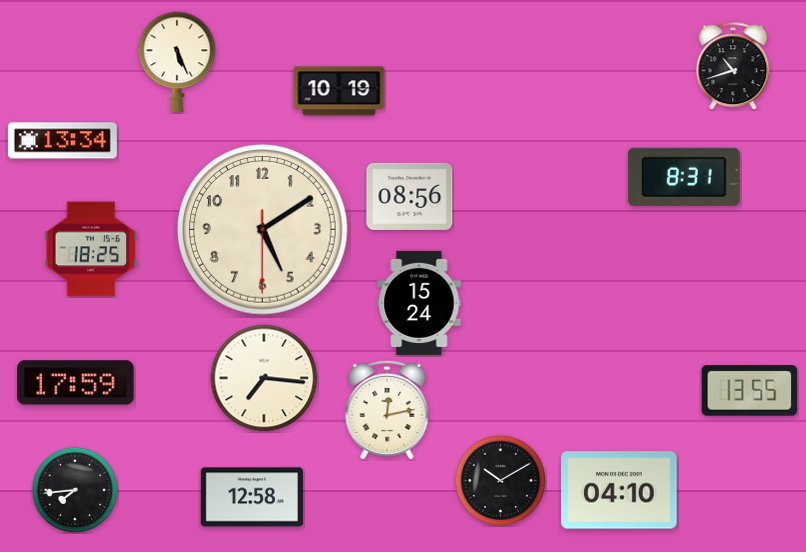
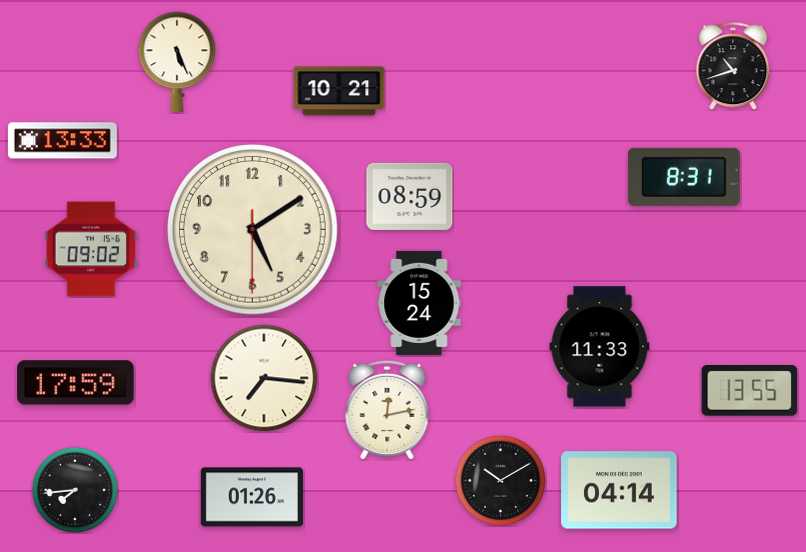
clock at (339, 91): 10:19 -> 10:21
clock at (62, 141): 13:34 -> 13:33
clock at (410, 196): 08:56 -> 08:59
clock at (263, 230) position: (263, 230) -> (253, 230)
clock at (91, 249): 18:25 -> 09:02
clock at (600, 347): none -> 11:33
clock at (619, 490): 04:10 -> 04:14
clock at (252, 497): 12:58 -> 01:26
